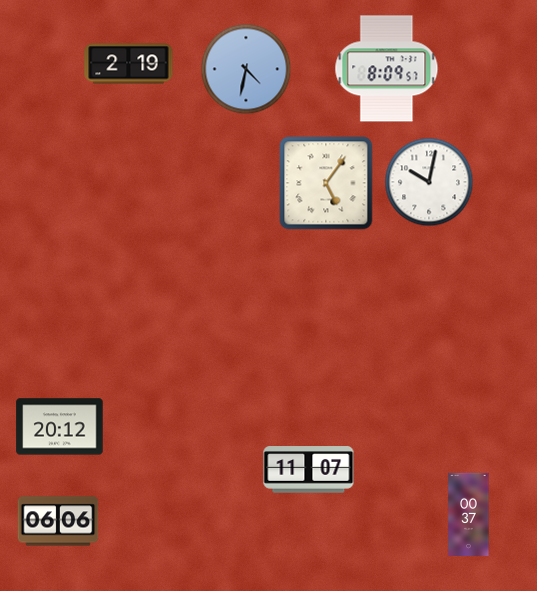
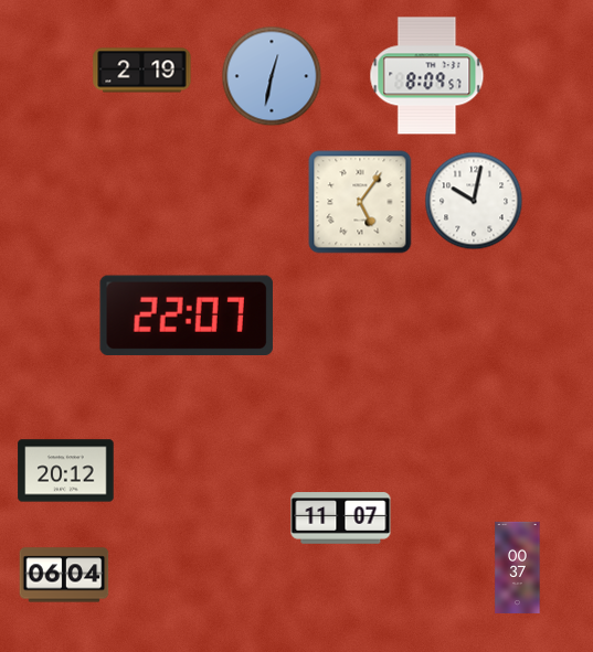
clock at (246, 69): 4:32 -> 12:32
clock at (187, 316): none -> 22:07
clock at (58, 521): 06:06 -> 06:04
